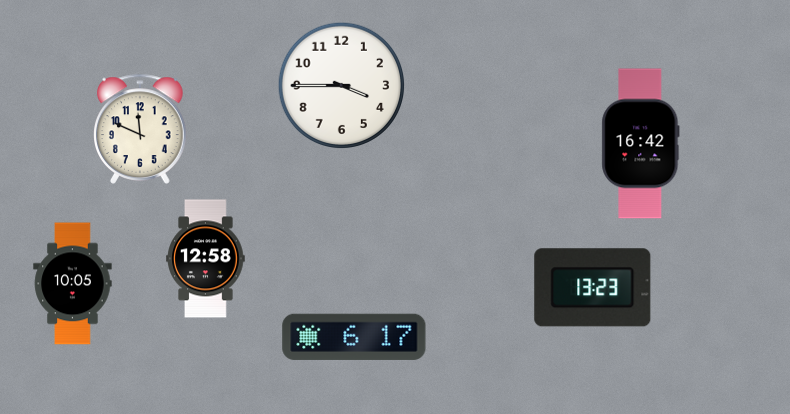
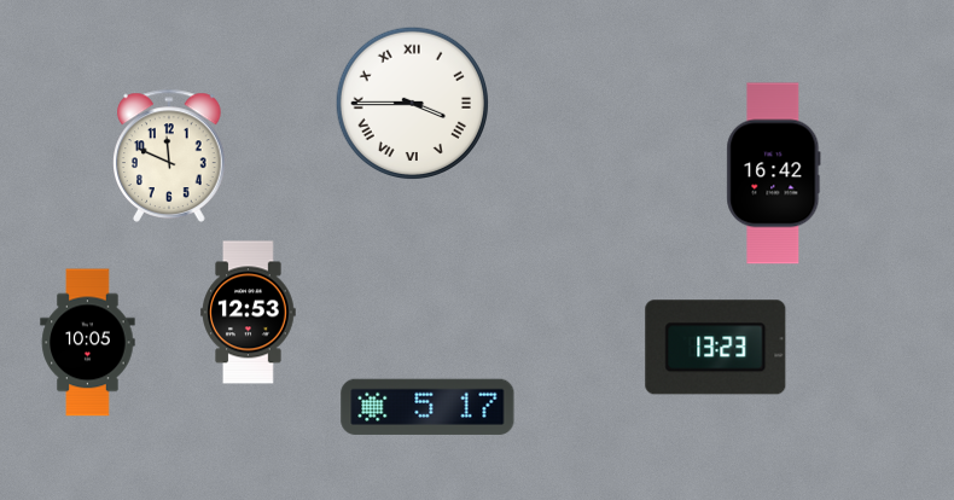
clock at (341, 85) numerals: Arabic -> Roman
clock at (206, 259): 12:58 -> 12:53
clock at (354, 337): 6:17 -> 5:17
